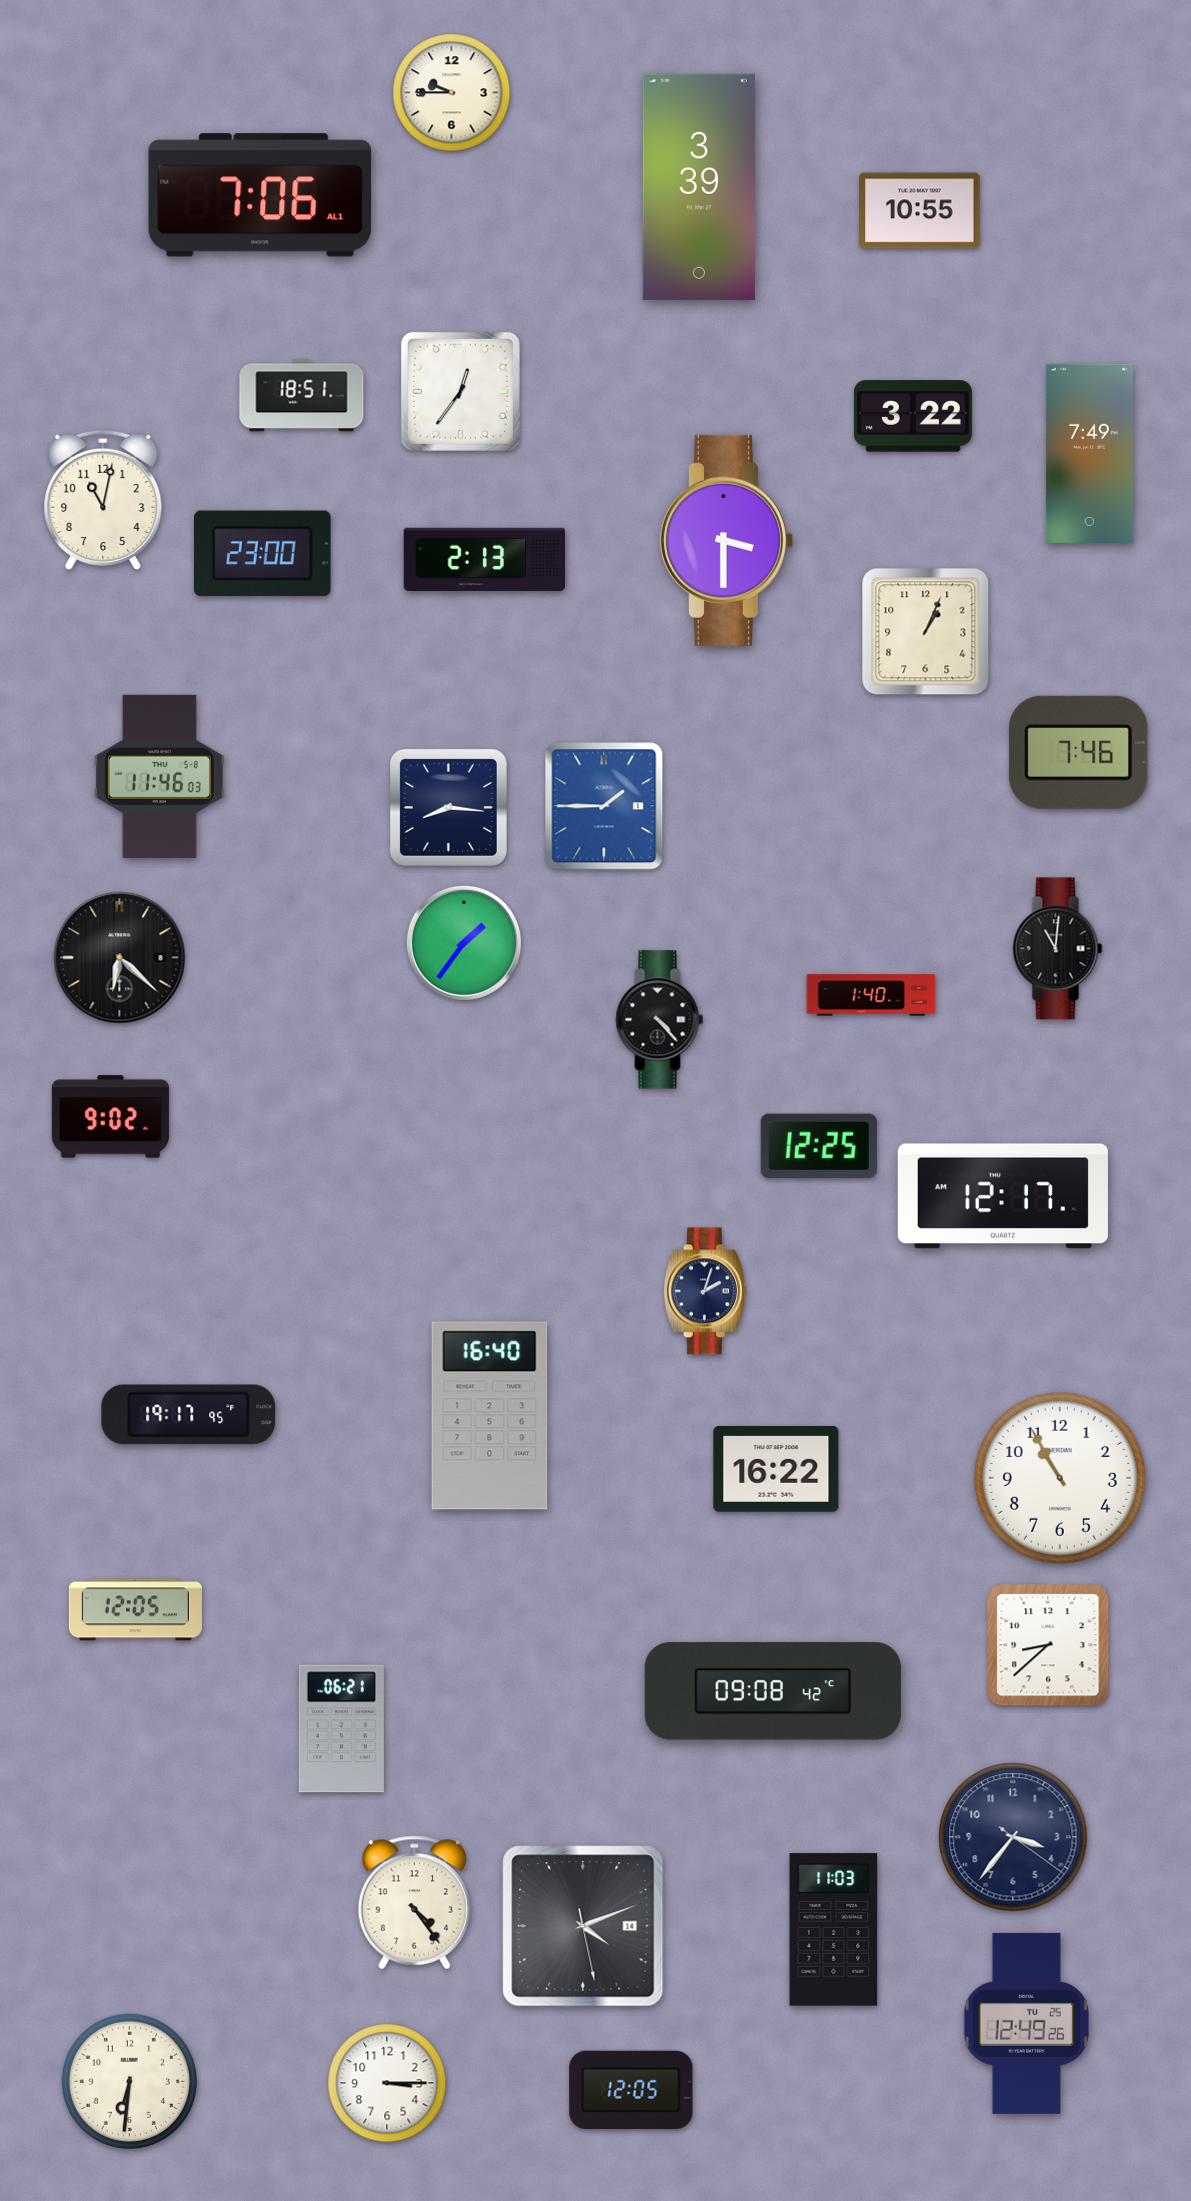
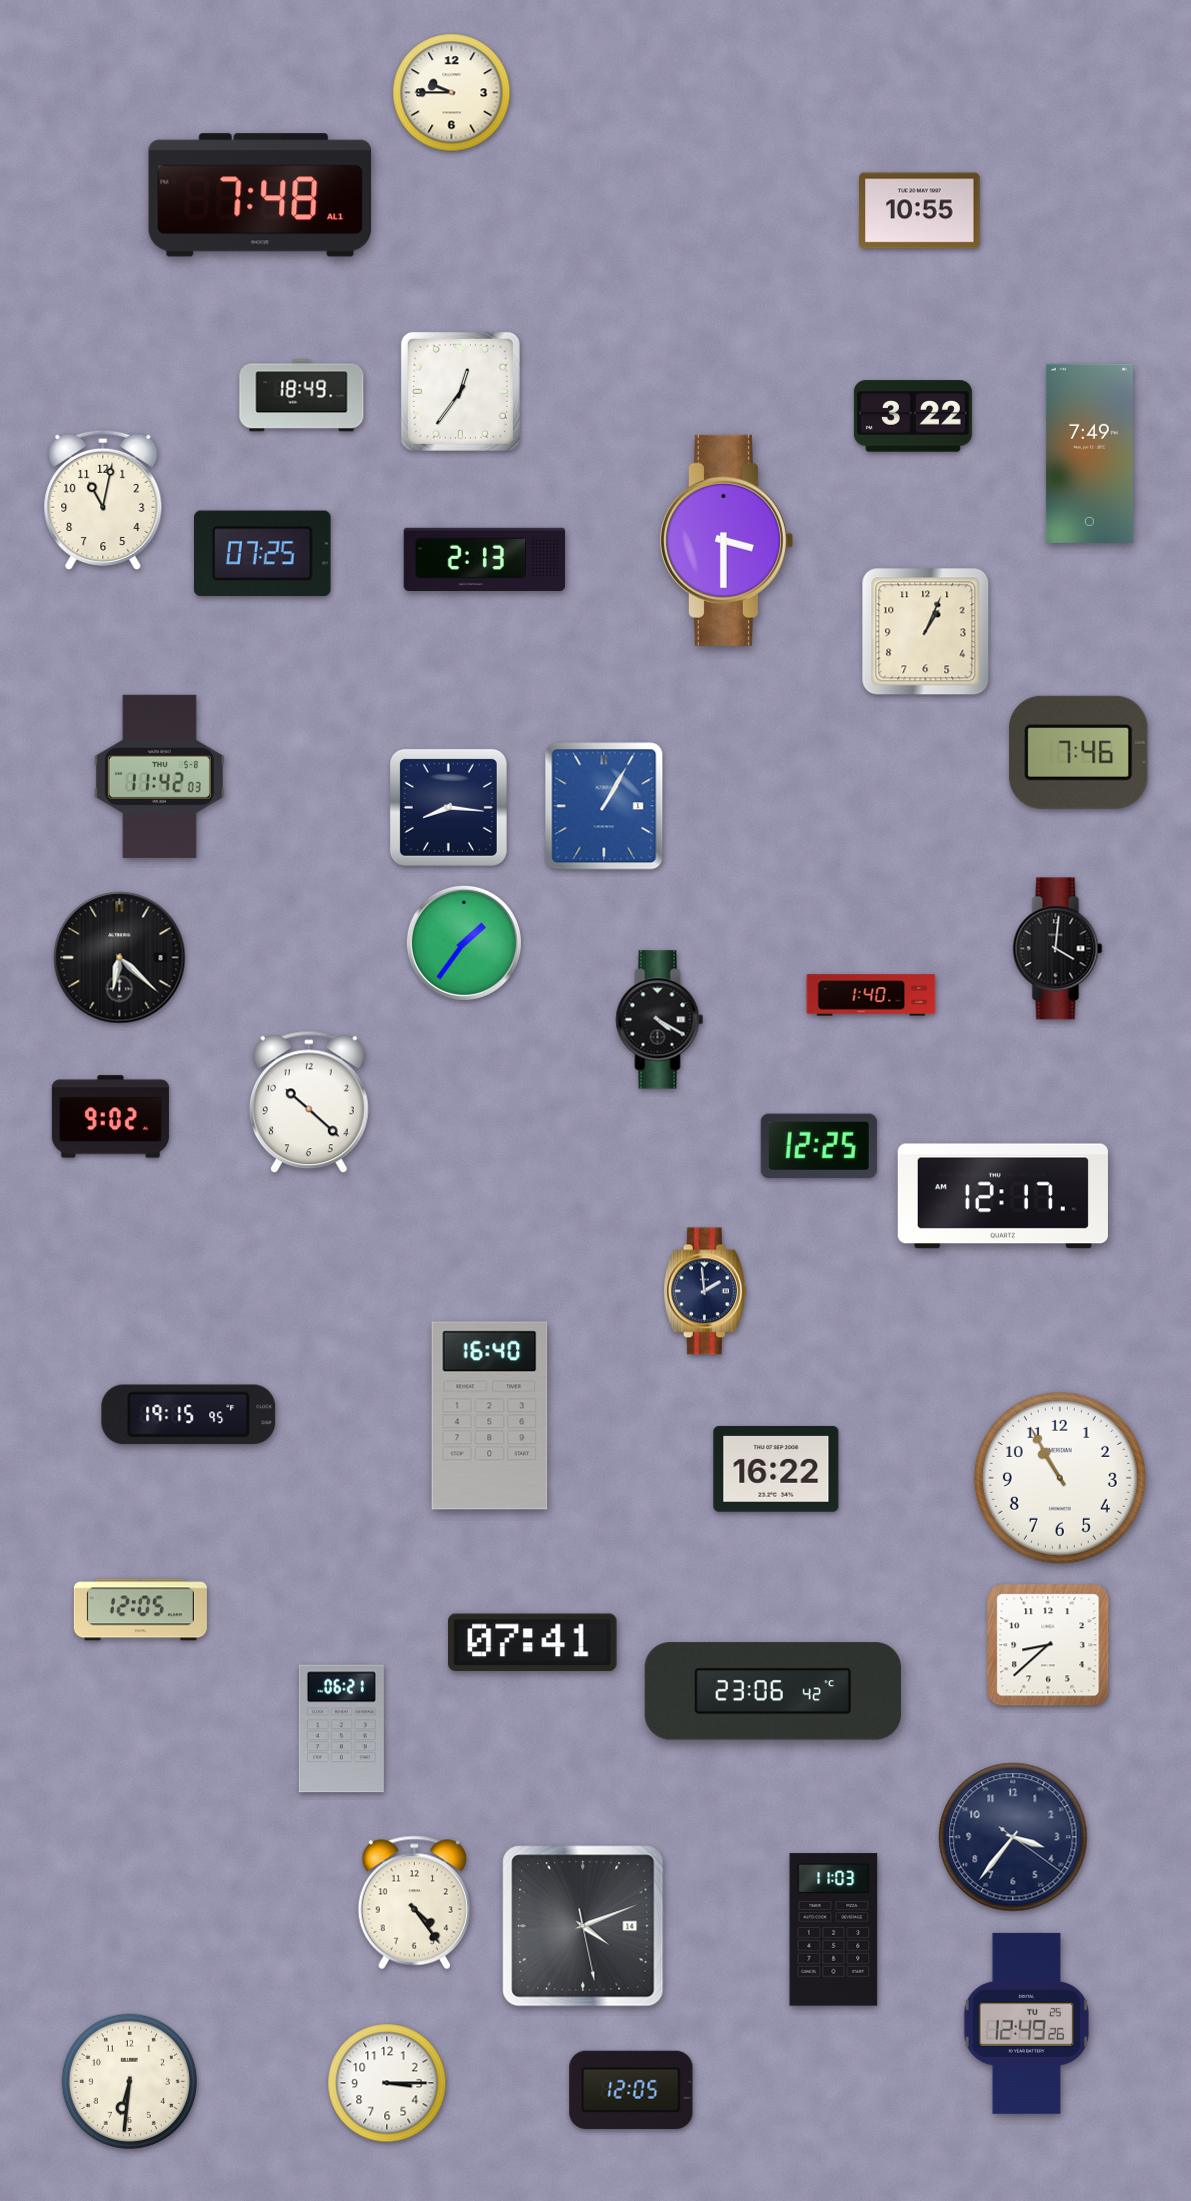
clock at (699, 187): 3:39 -> none
clock at (260, 195): 7:06 -> 7:48
clock at (302, 396): 18:51 -> 18:49
clock at (263, 554): 23:00 -> 07:25
clock at (159, 776): 11:46 -> 11:42
clock at (604, 806): 1:45 -> 1:05
clock at (1058, 949): 11:01 -> 4:01
clock at (660, 1020): 4:23 -> 4:20
clock at (309, 1102): none -> 10:22
clock at (705, 1291): 2:03 -> 1:59
clock at (189, 1415): 19:17 -> 19:15
clock at (135, 1610) position: (135, 1610) -> (140, 1610)
clock at (533, 1643): none -> 07:41
clock at (773, 1691): 09:08 -> 23:06
